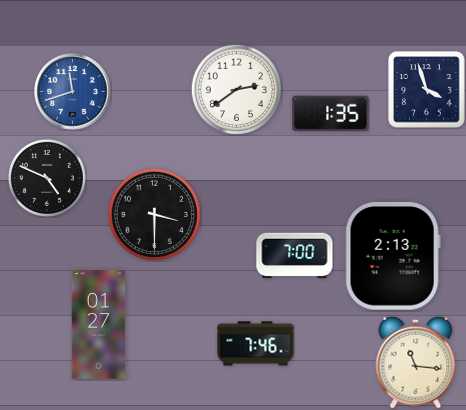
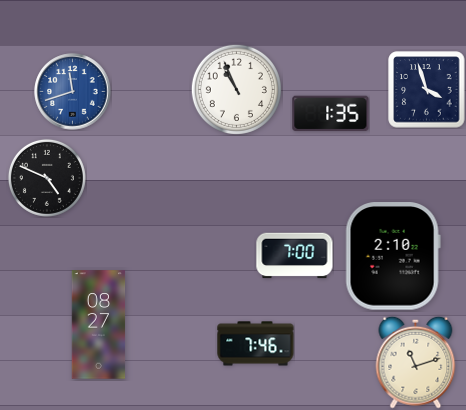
clock at (236, 89): 2:39 -> 10:56
clock at (154, 214): 3:30 -> none
clock at (393, 256): 2:13 -> 2:10
clock at (99, 325): 01:27 -> 08:27
clock at (416, 362): 11:16 -> 11:12
